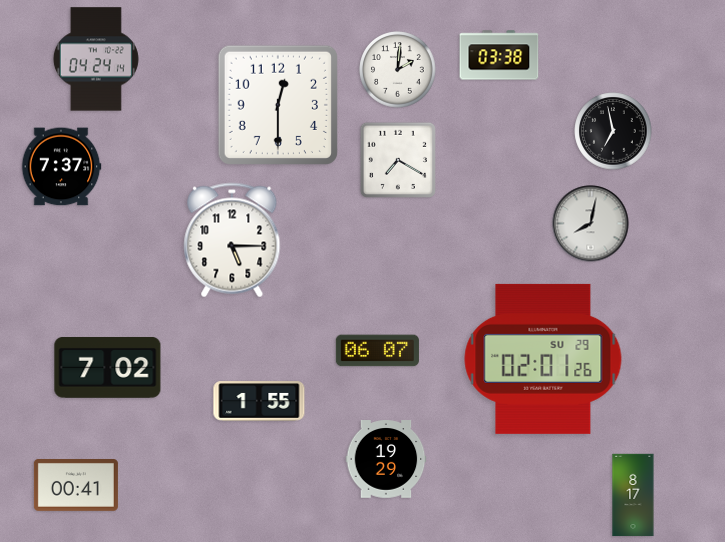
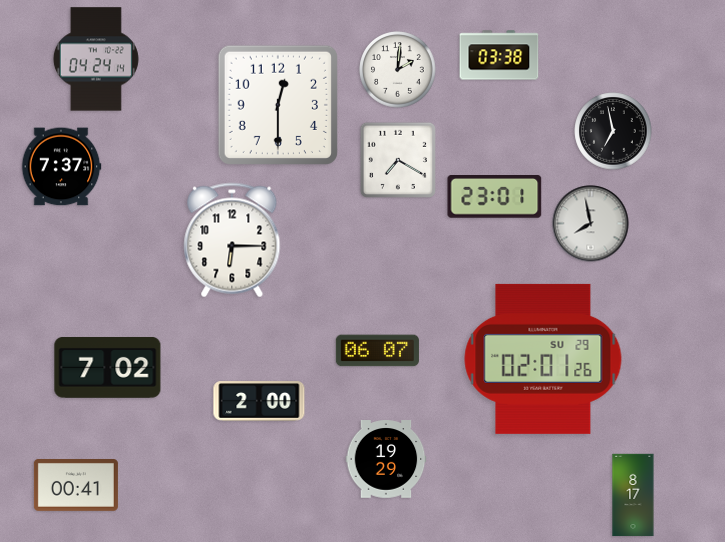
clock at (495, 197): none -> 23:01
clock at (591, 224): 8:02 -> 7:58
clock at (232, 240): 5:15 -> 6:15
clock at (259, 401): 1:55 -> 2:00
